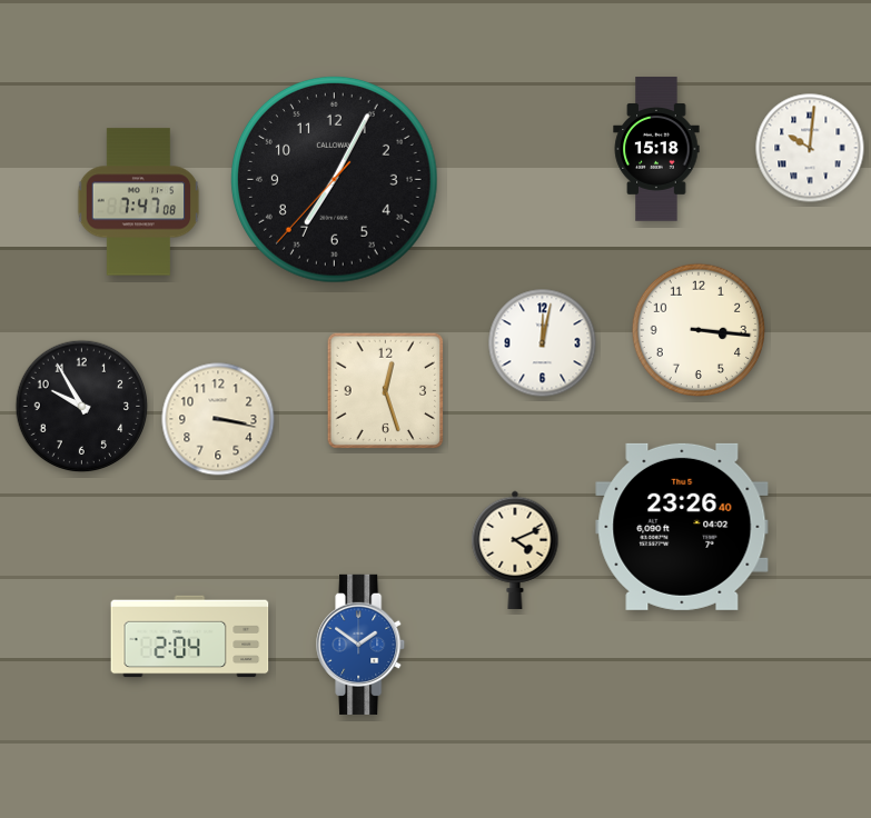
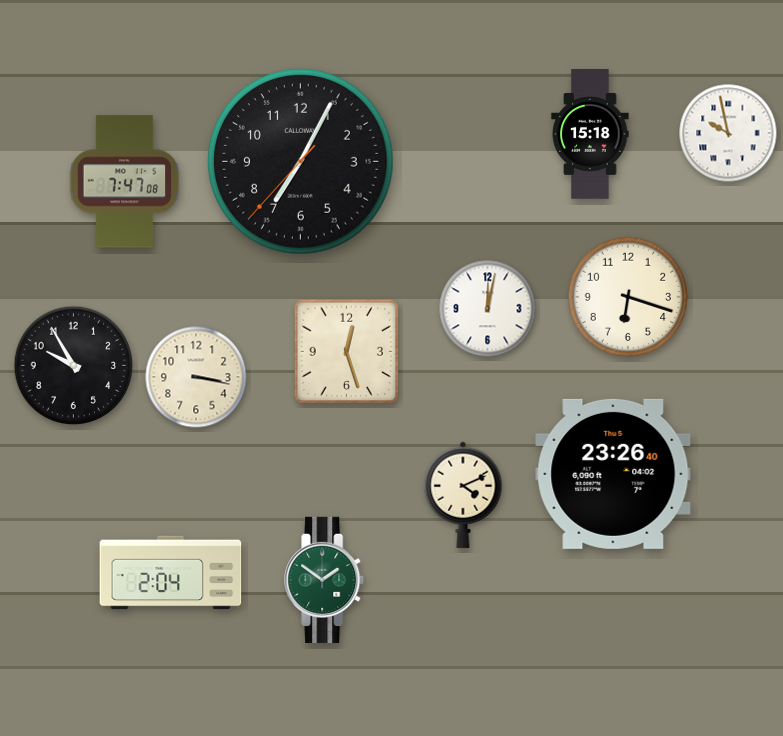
clock at (810, 148): 10:01 -> 9:58
clock at (697, 329): 3:16 -> 6:18
clock at (362, 645) dial: blue -> green
